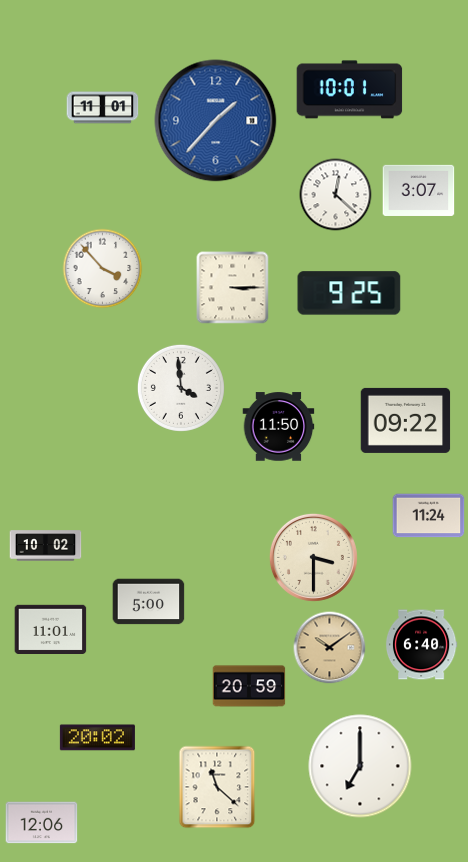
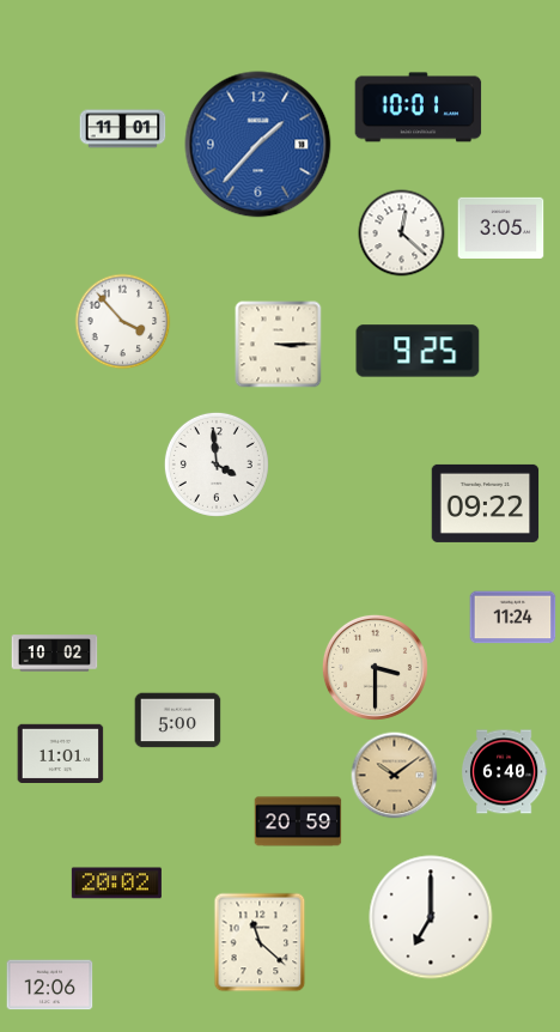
clock at (419, 190): 3:07 -> 3:05
clock at (279, 427): 11:50 -> none
